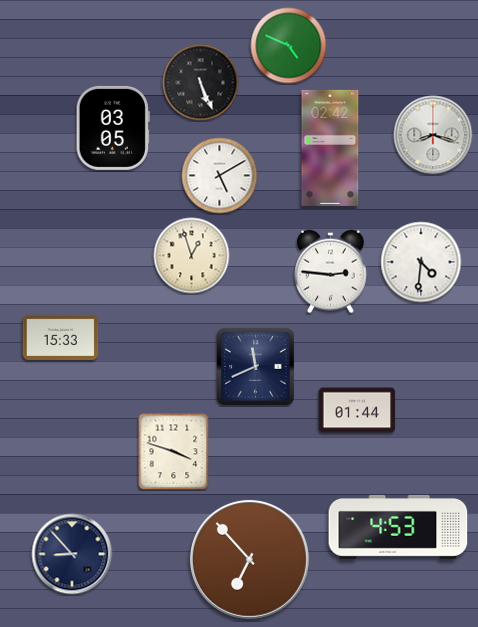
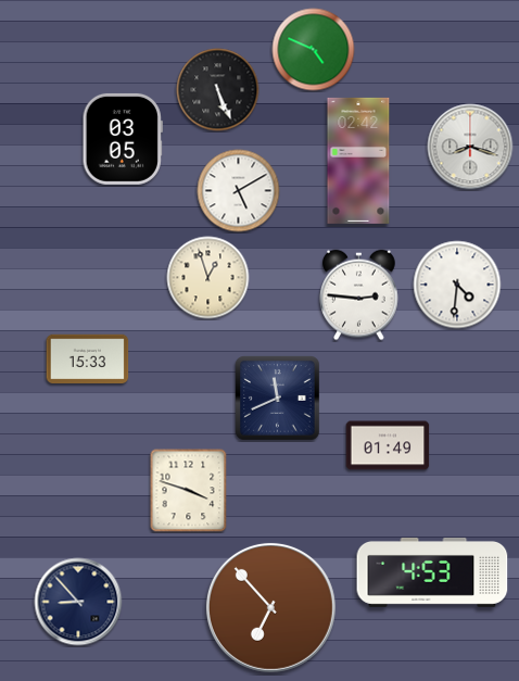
clock at (61, 337) position: (61, 337) -> (88, 358)
clock at (357, 410): 01:44 -> 01:49
